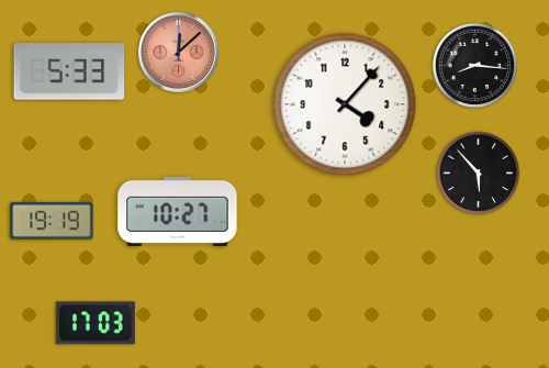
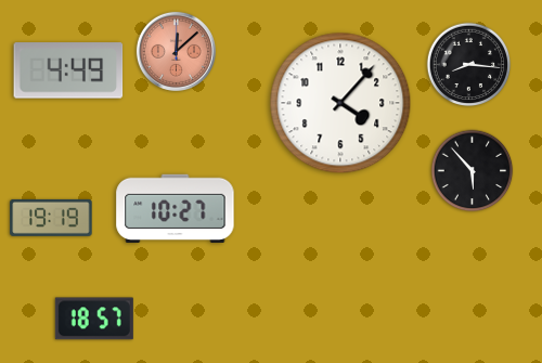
clock at (69, 71): 5:33 -> 4:49
clock at (96, 323): 17:03 -> 18:57
